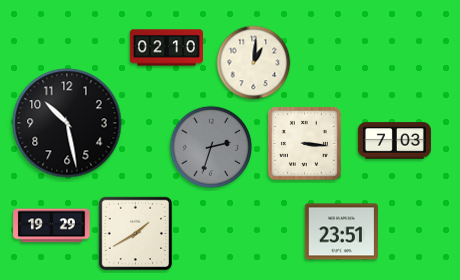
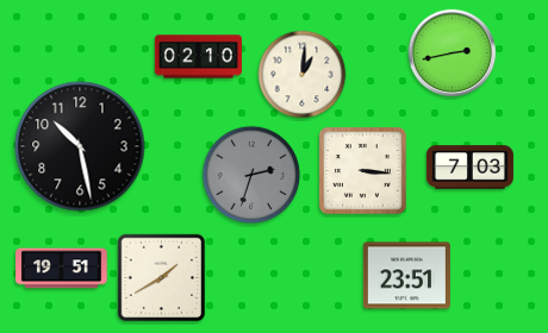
clock at (453, 54): none -> 2:43
clock at (52, 226): 19:29 -> 19:51
